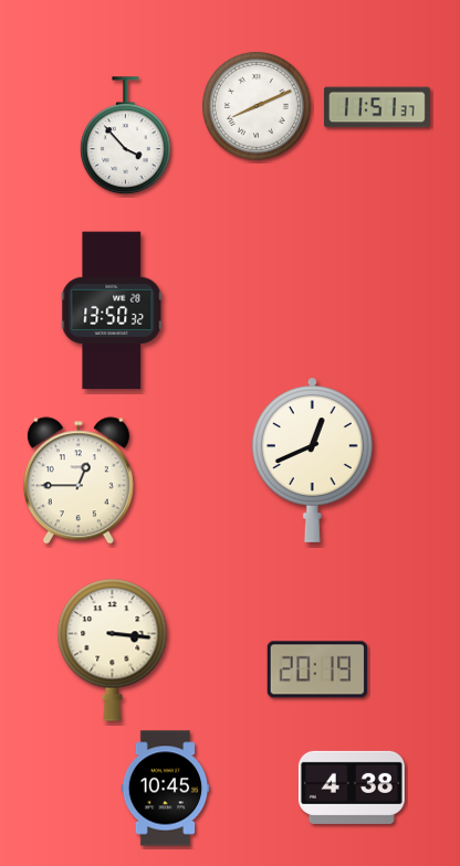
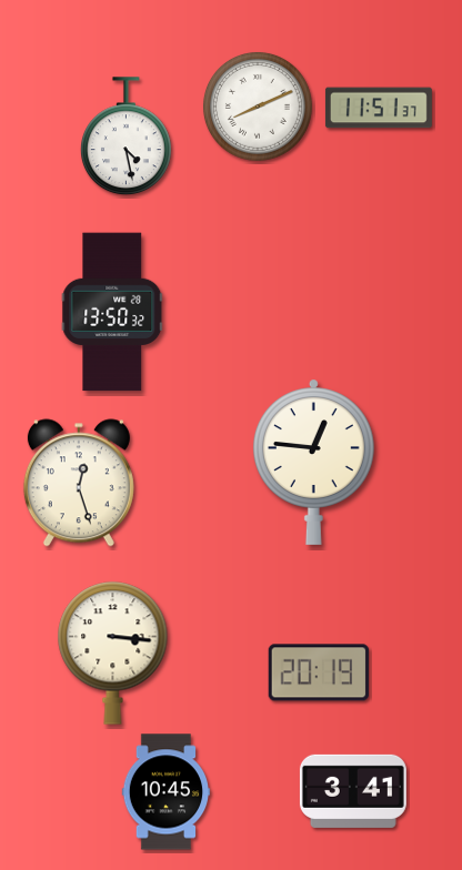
clock at (126, 136): 3:53 -> 4:28
clock at (312, 460): 12:41 -> 12:46
clock at (79, 480): 12:45 -> 12:27
clock at (352, 788): 4:38 -> 3:41
